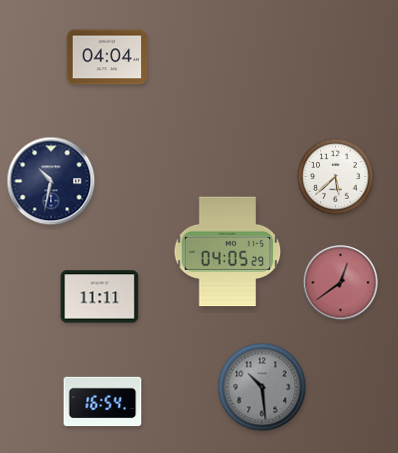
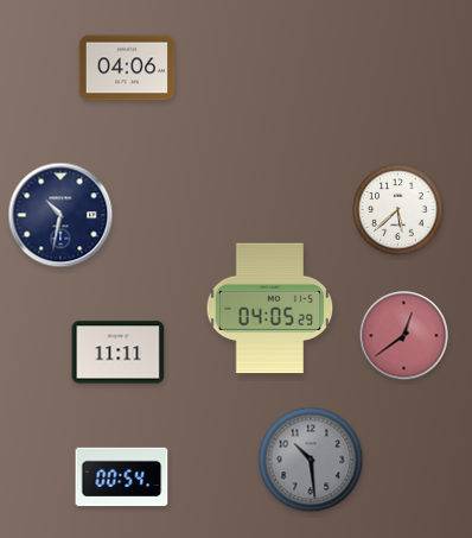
clock at (107, 57): 04:04 -> 04:06
clock at (228, 252) position: (228, 252) -> (270, 309)
clock at (103, 402): 16:54 -> 00:54
